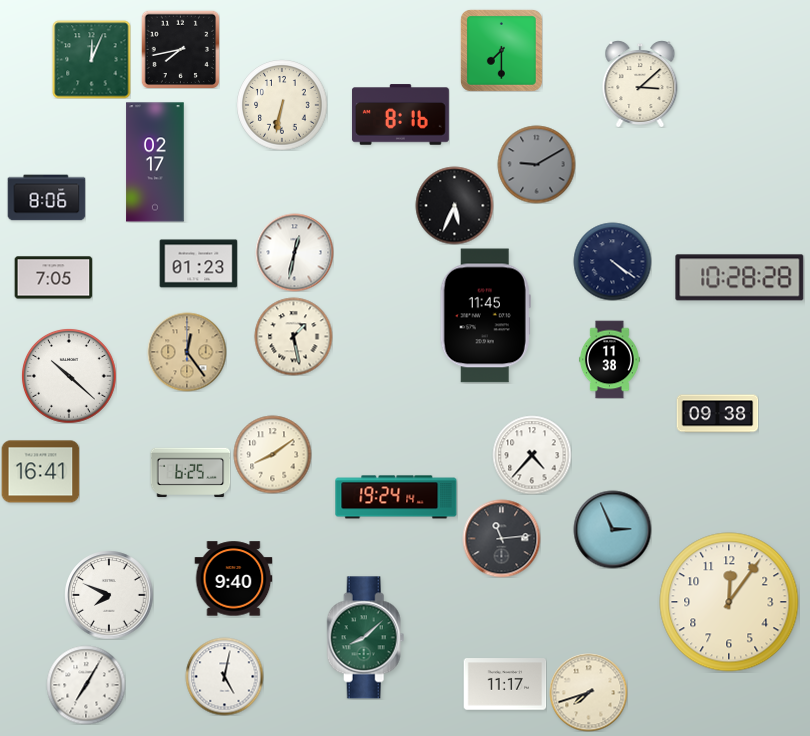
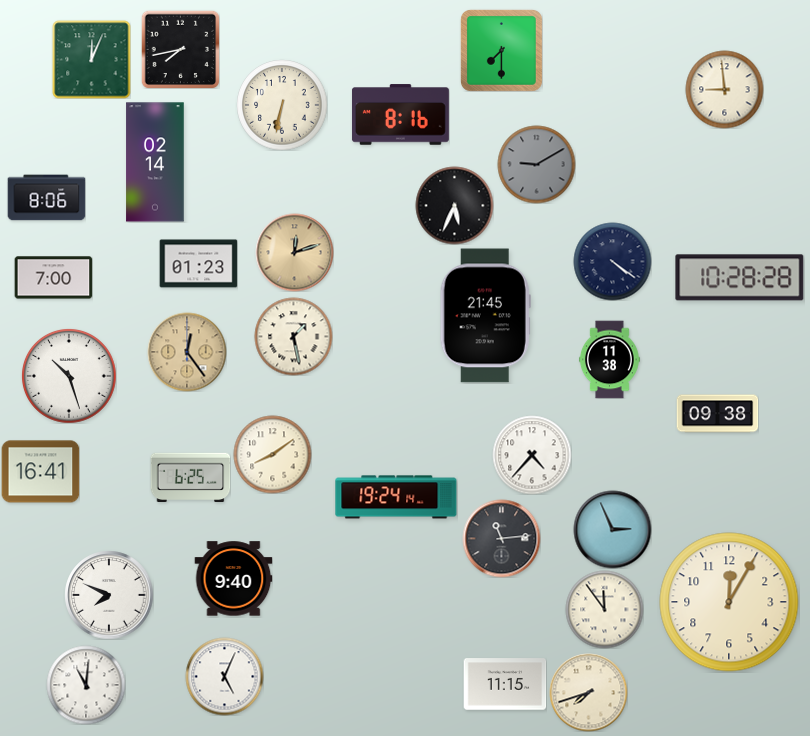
clock at (640, 84): 3:08 -> none
clock at (724, 89): none -> 8:59
clock at (155, 162): 02:17 -> 02:14
clock at (294, 252): 12:32 -> 12:12
clock at (294, 252) dial: white -> champagne
clock at (53, 278): 7:05 -> 7:00
clock at (485, 316): 11:45 -> 21:45
clock at (69, 376): 10:22 -> 10:27
clock at (190, 472) position: (190, 472) -> (190, 477)
clock at (729, 602): 12:06 -> 12:05
clock at (604, 609): none -> 11:54
clock at (366, 638): 8:08 -> none
clock at (224, 676): 5:02 -> 5:04
clock at (505, 684): 11:17 -> 11:15
clock at (86, 685): 7:05 -> 11:01
